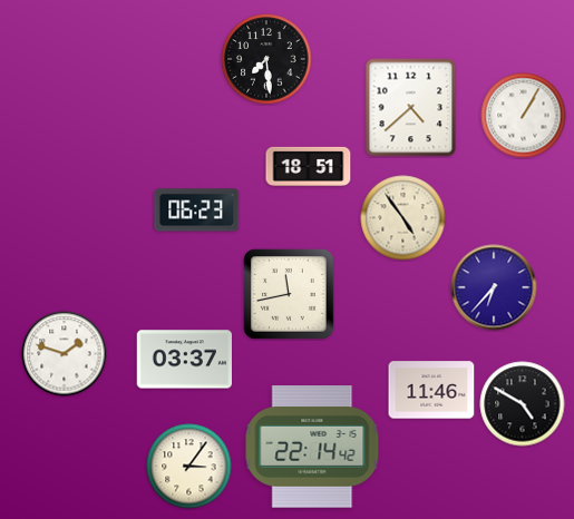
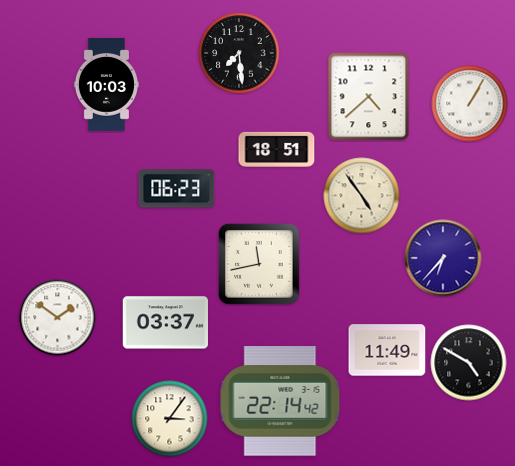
clock at (106, 85): none -> 10:03
clock at (65, 354): 1:48 -> 1:51
clock at (431, 390): 11:46 -> 11:49
